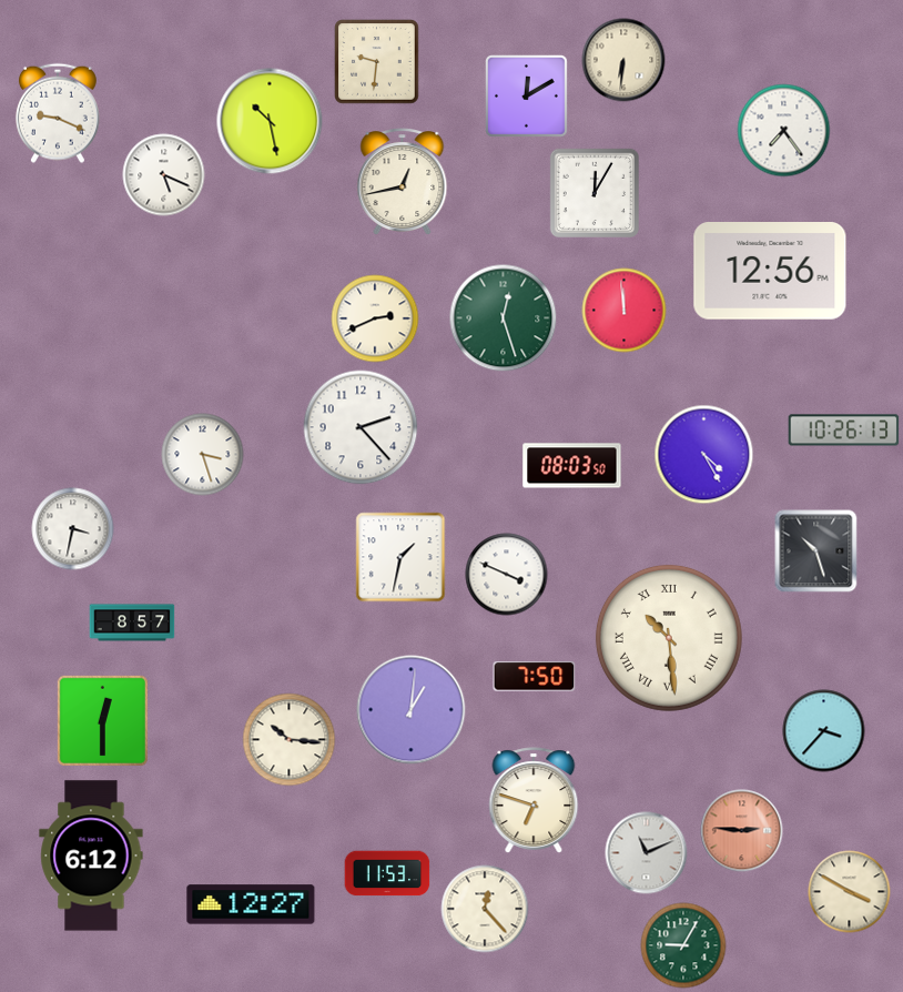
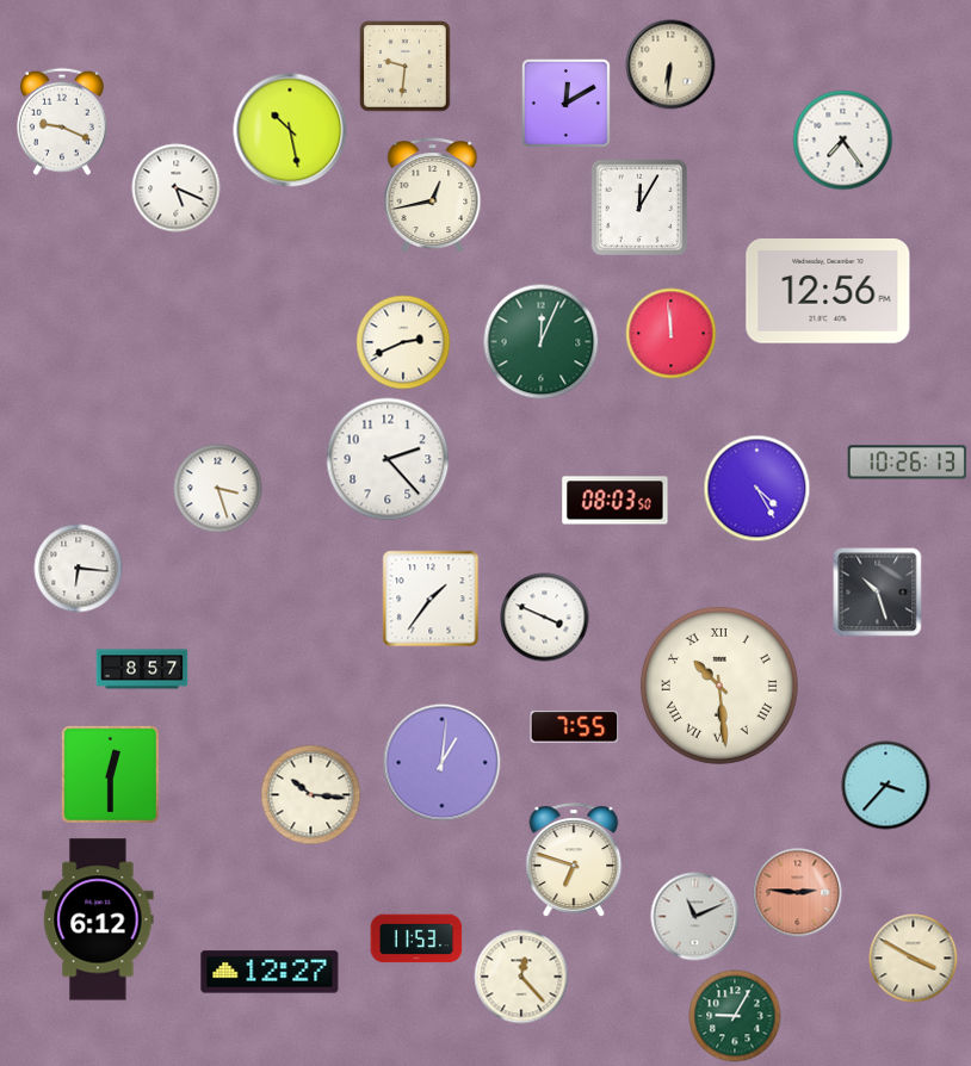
clock at (504, 318): 12:27 -> 12:04
clock at (73, 529): 3:32 -> 6:16
clock at (400, 557): 1:32 -> 1:36
clock at (535, 677): 7:50 -> 7:55
